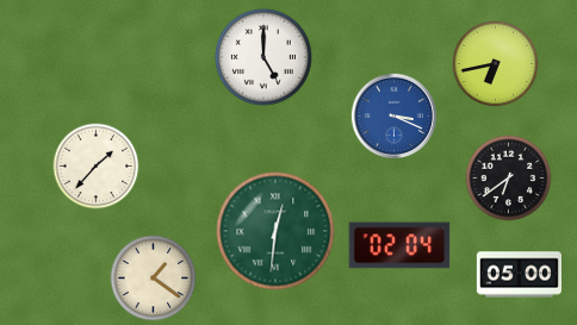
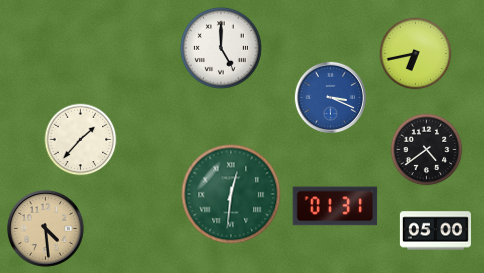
clock at (509, 179): 6:39 -> 4:39
clock at (399, 245): 02:04 -> 01:31
clock at (45, 228): none -> 4:29
clock at (154, 279): 1:21 -> none
